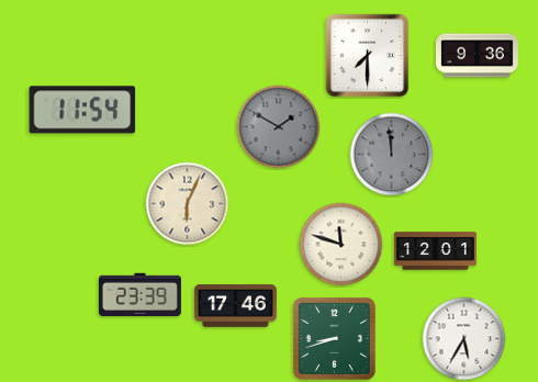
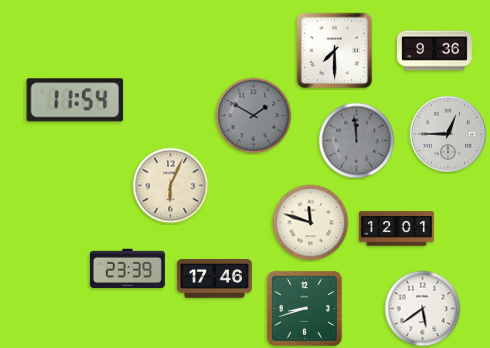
clock at (448, 134): none -> 12:45
clock at (464, 339): 5:35 -> 5:39
